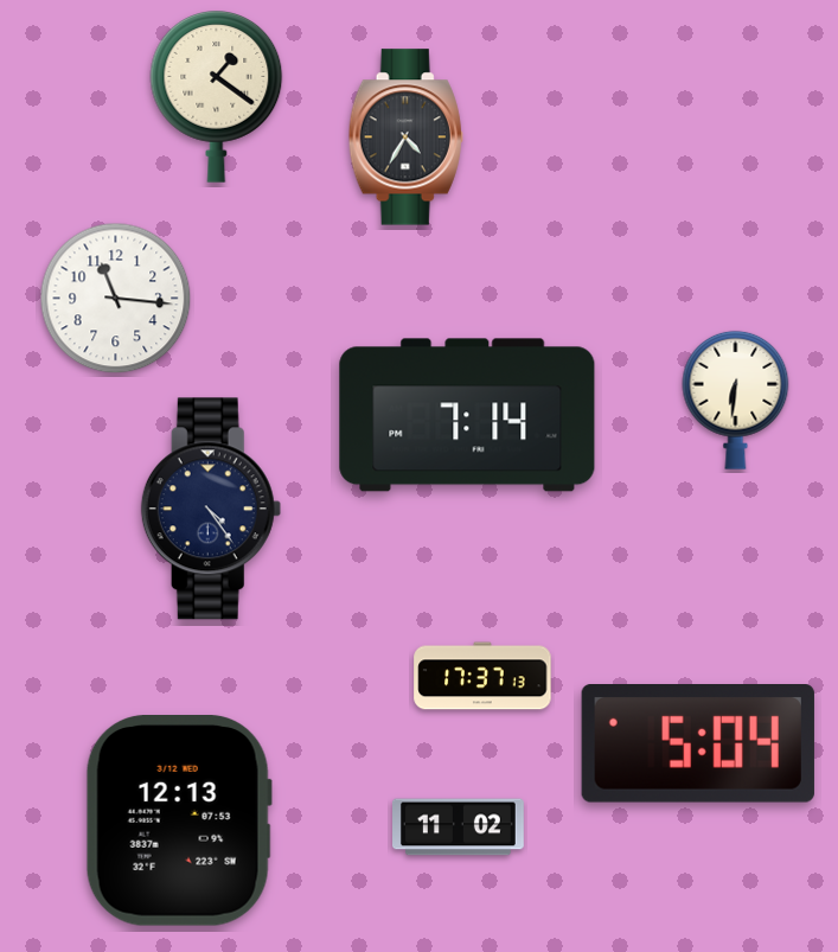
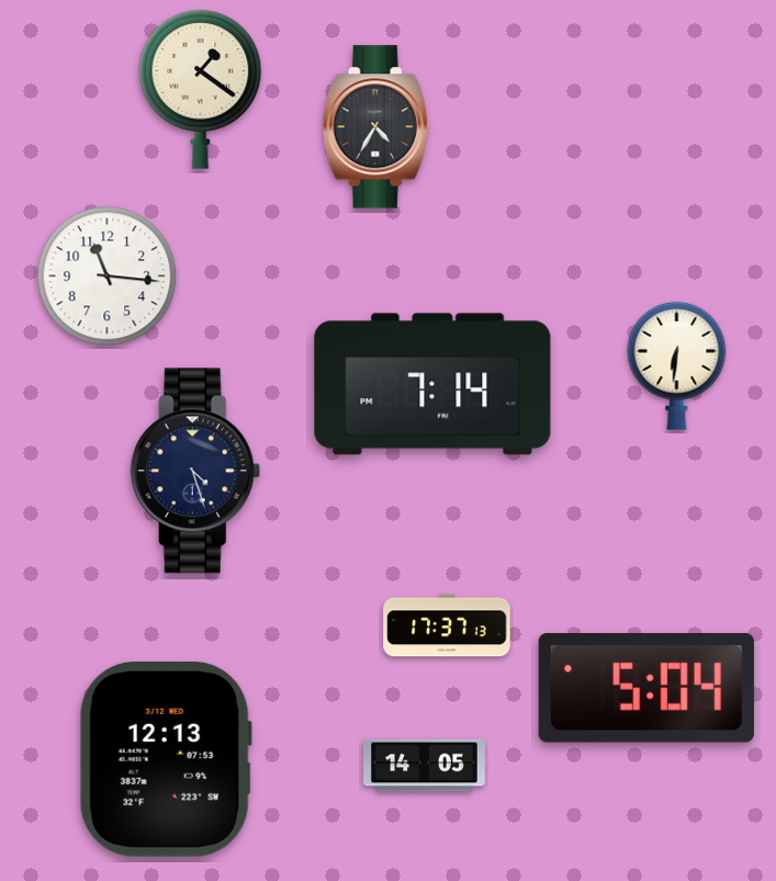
clock at (736, 400) position: (736, 400) -> (677, 365)
clock at (211, 509): 4:24 -> 4:27
clock at (459, 828): 11:02 -> 14:05
